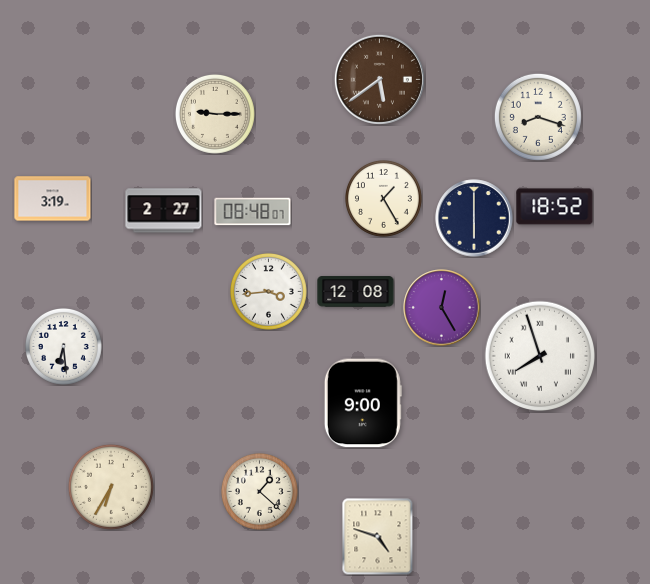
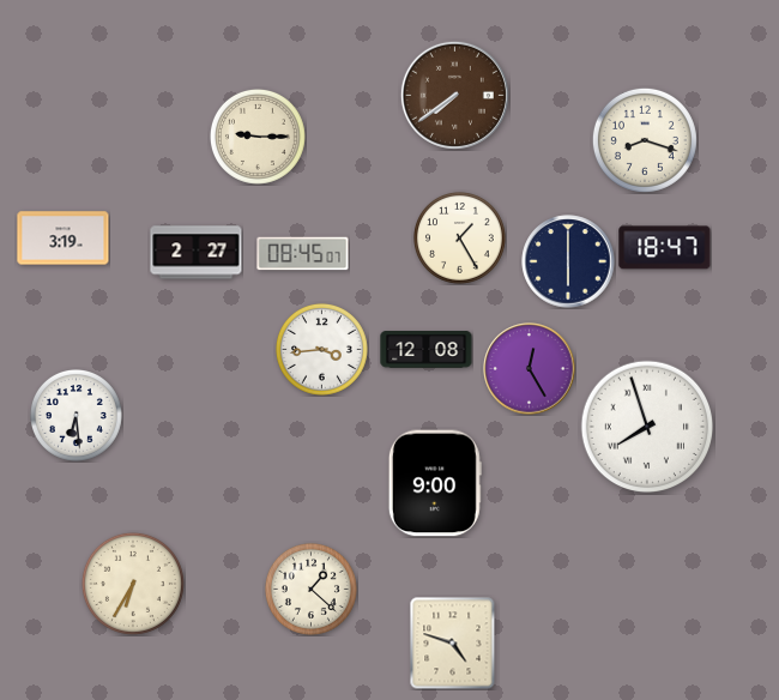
clock at (379, 79): 5:39 -> 7:39
clock at (555, 207): 18:52 -> 18:47
clock at (253, 212): 08:48 -> 08:45
